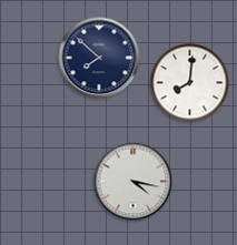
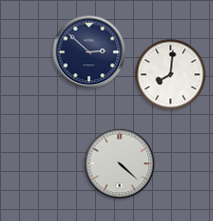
clock at (99, 58): 7:52 -> 2:52
clock at (134, 182): 4:17 -> 4:22
